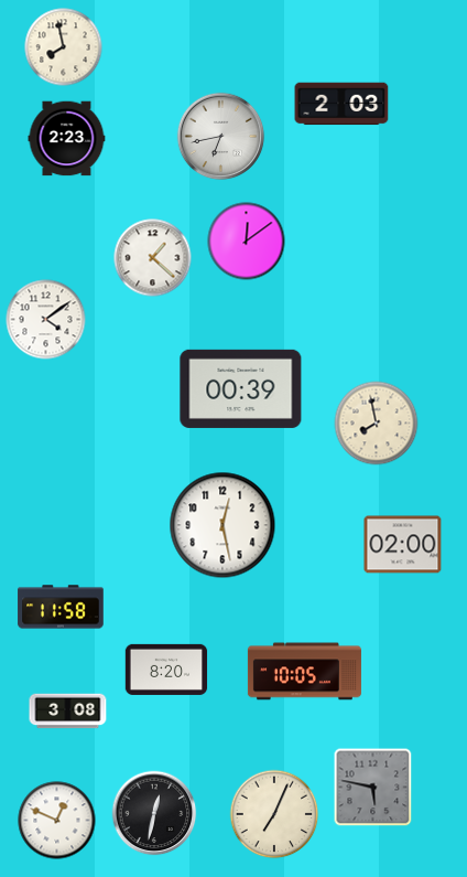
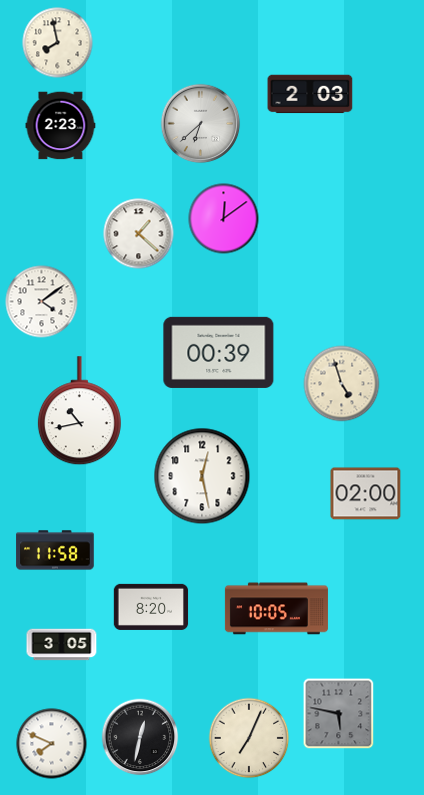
clock at (221, 137): 6:43 -> 6:38
clock at (46, 320) position: (46, 320) -> (42, 302)
clock at (377, 424): 7:58 -> 4:57
clock at (79, 411): none -> 10:43
clock at (68, 712): 3:08 -> 3:05
clock at (57, 821): 12:49 -> 7:49
